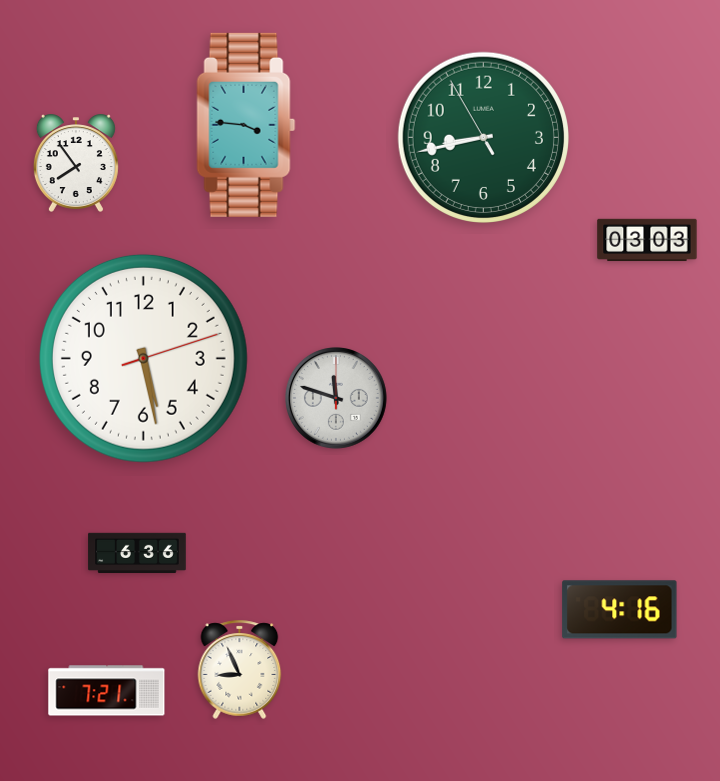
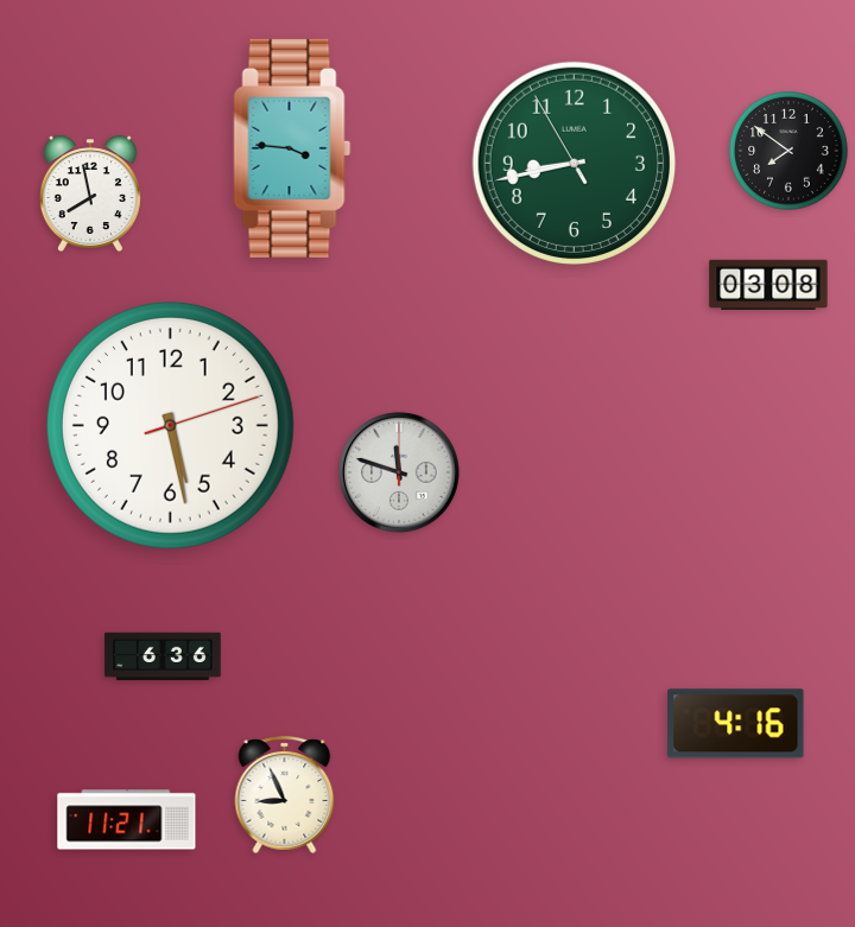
clock at (788, 151): none -> 7:51
clock at (76, 163): 7:54 -> 7:58
clock at (647, 240): 03:03 -> 03:08
clock at (107, 691): 7:21 -> 11:21
